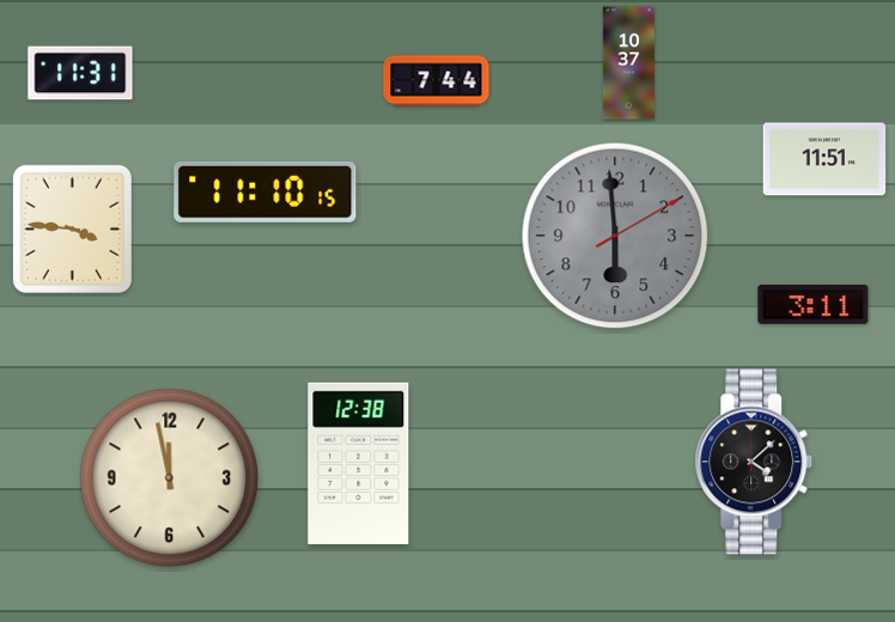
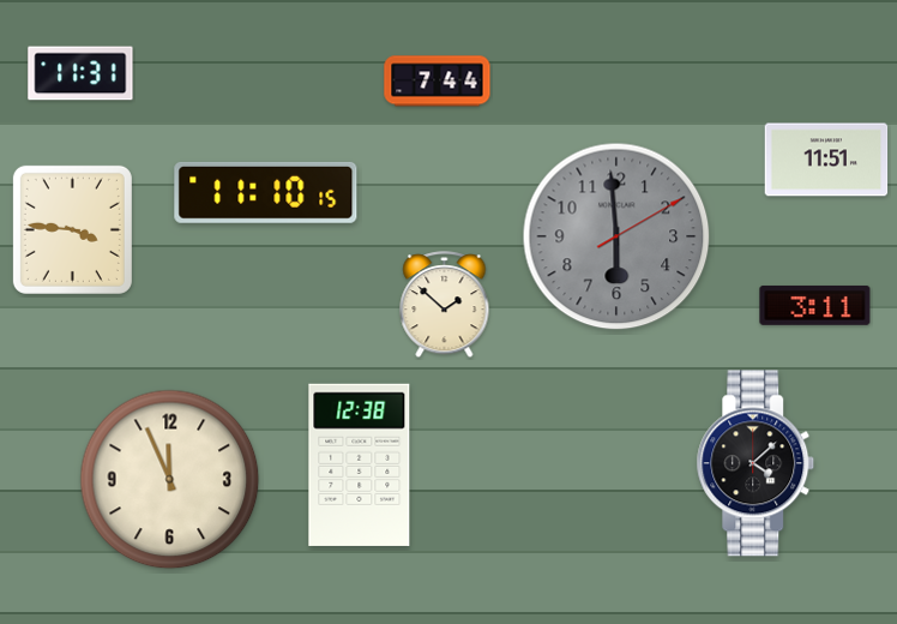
clock at (628, 63): 10:37 -> none
clock at (445, 305): none -> 1:52
clock at (170, 478): 11:58 -> 11:56
